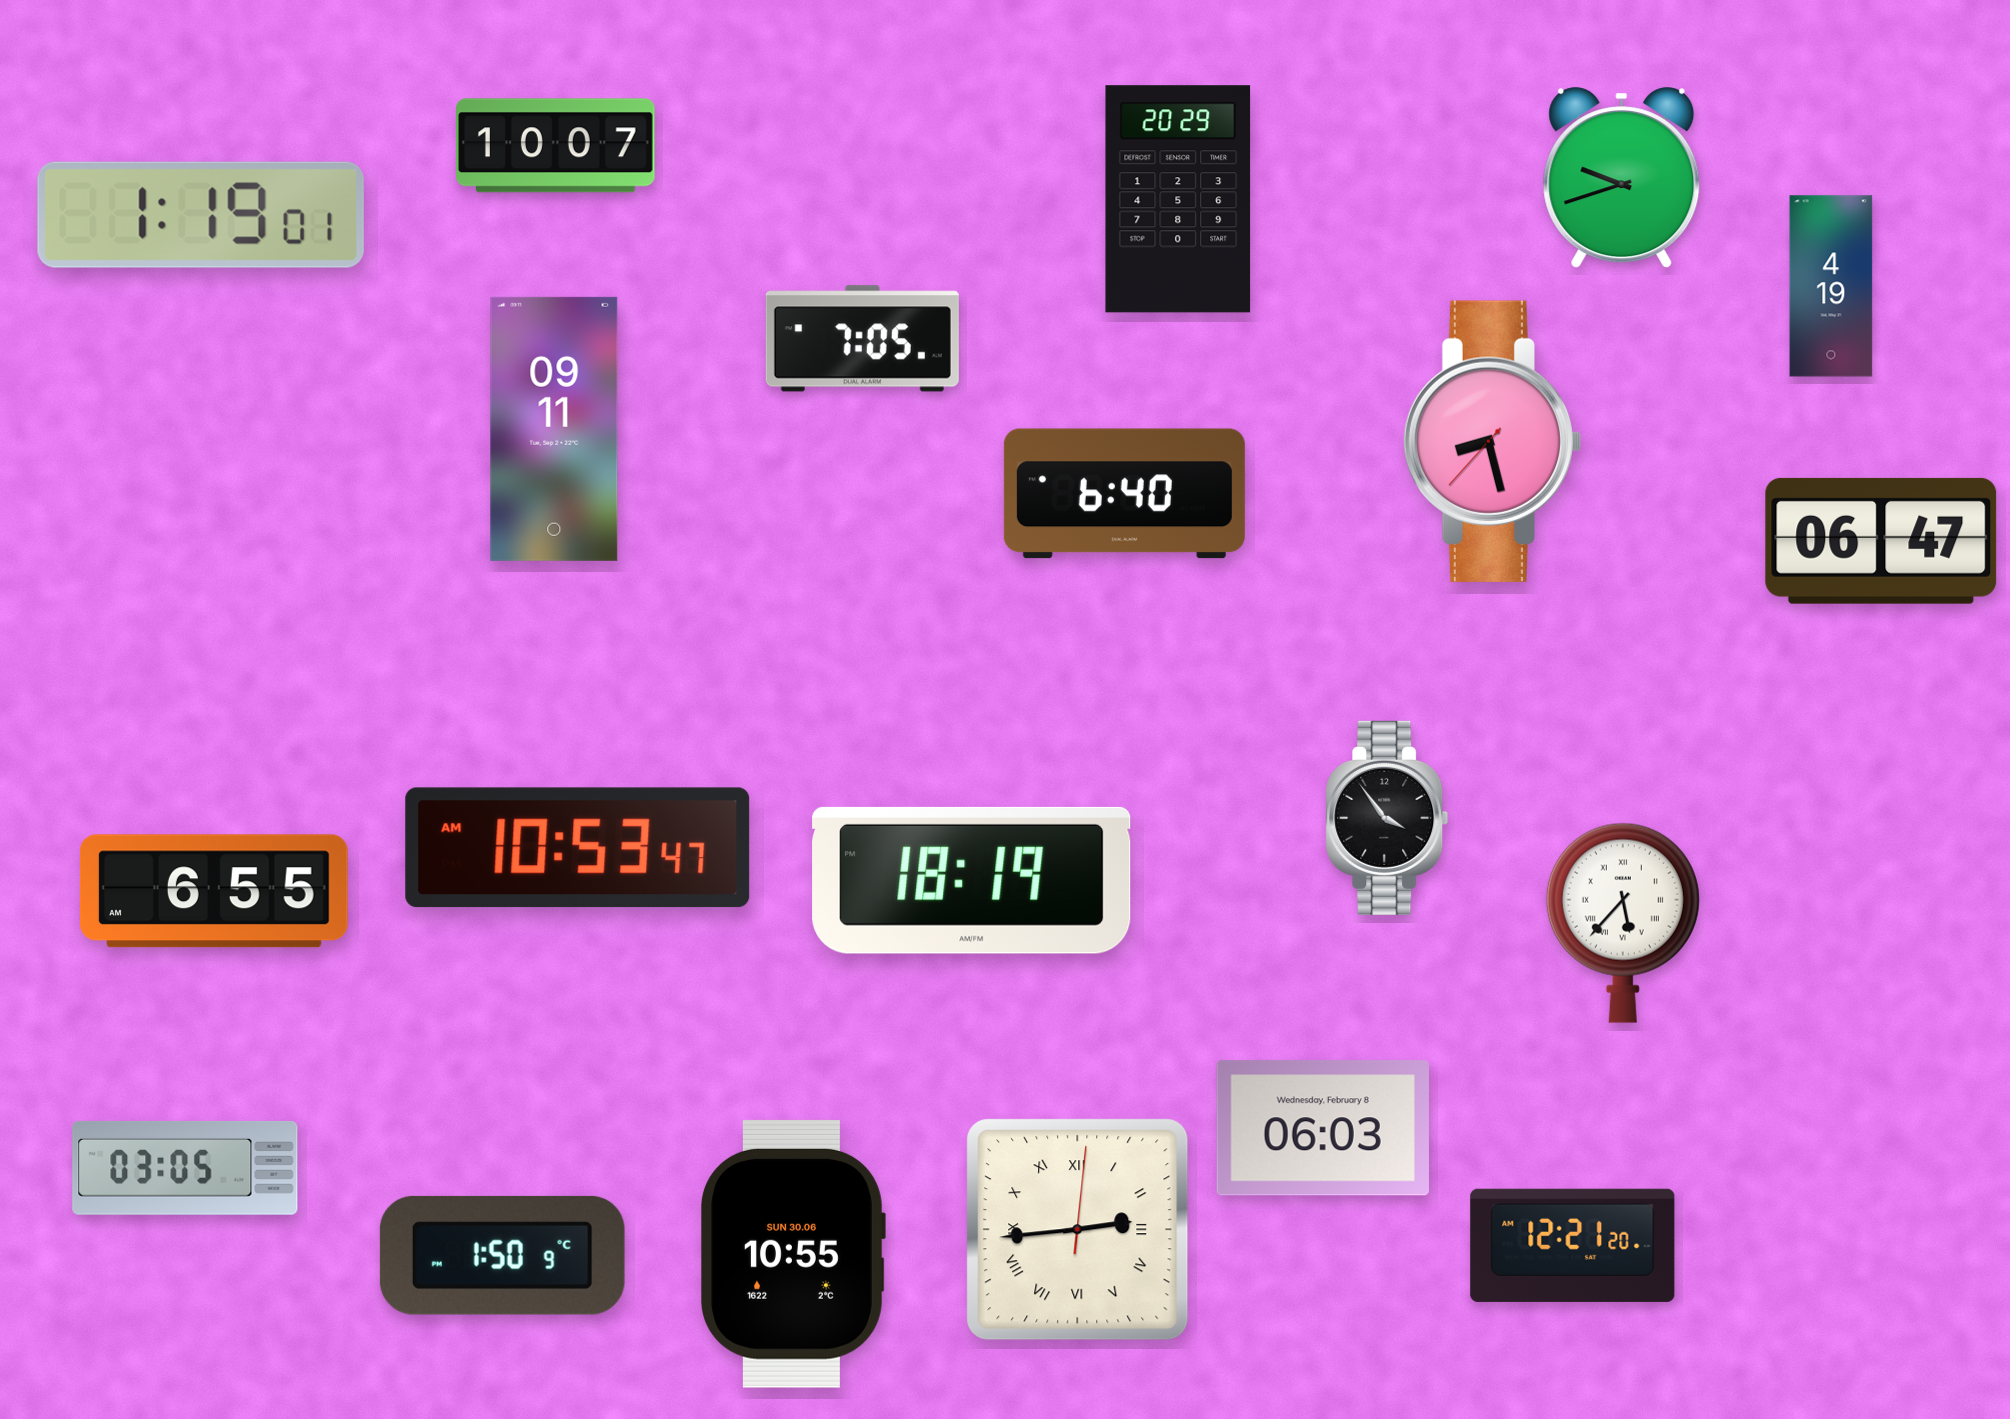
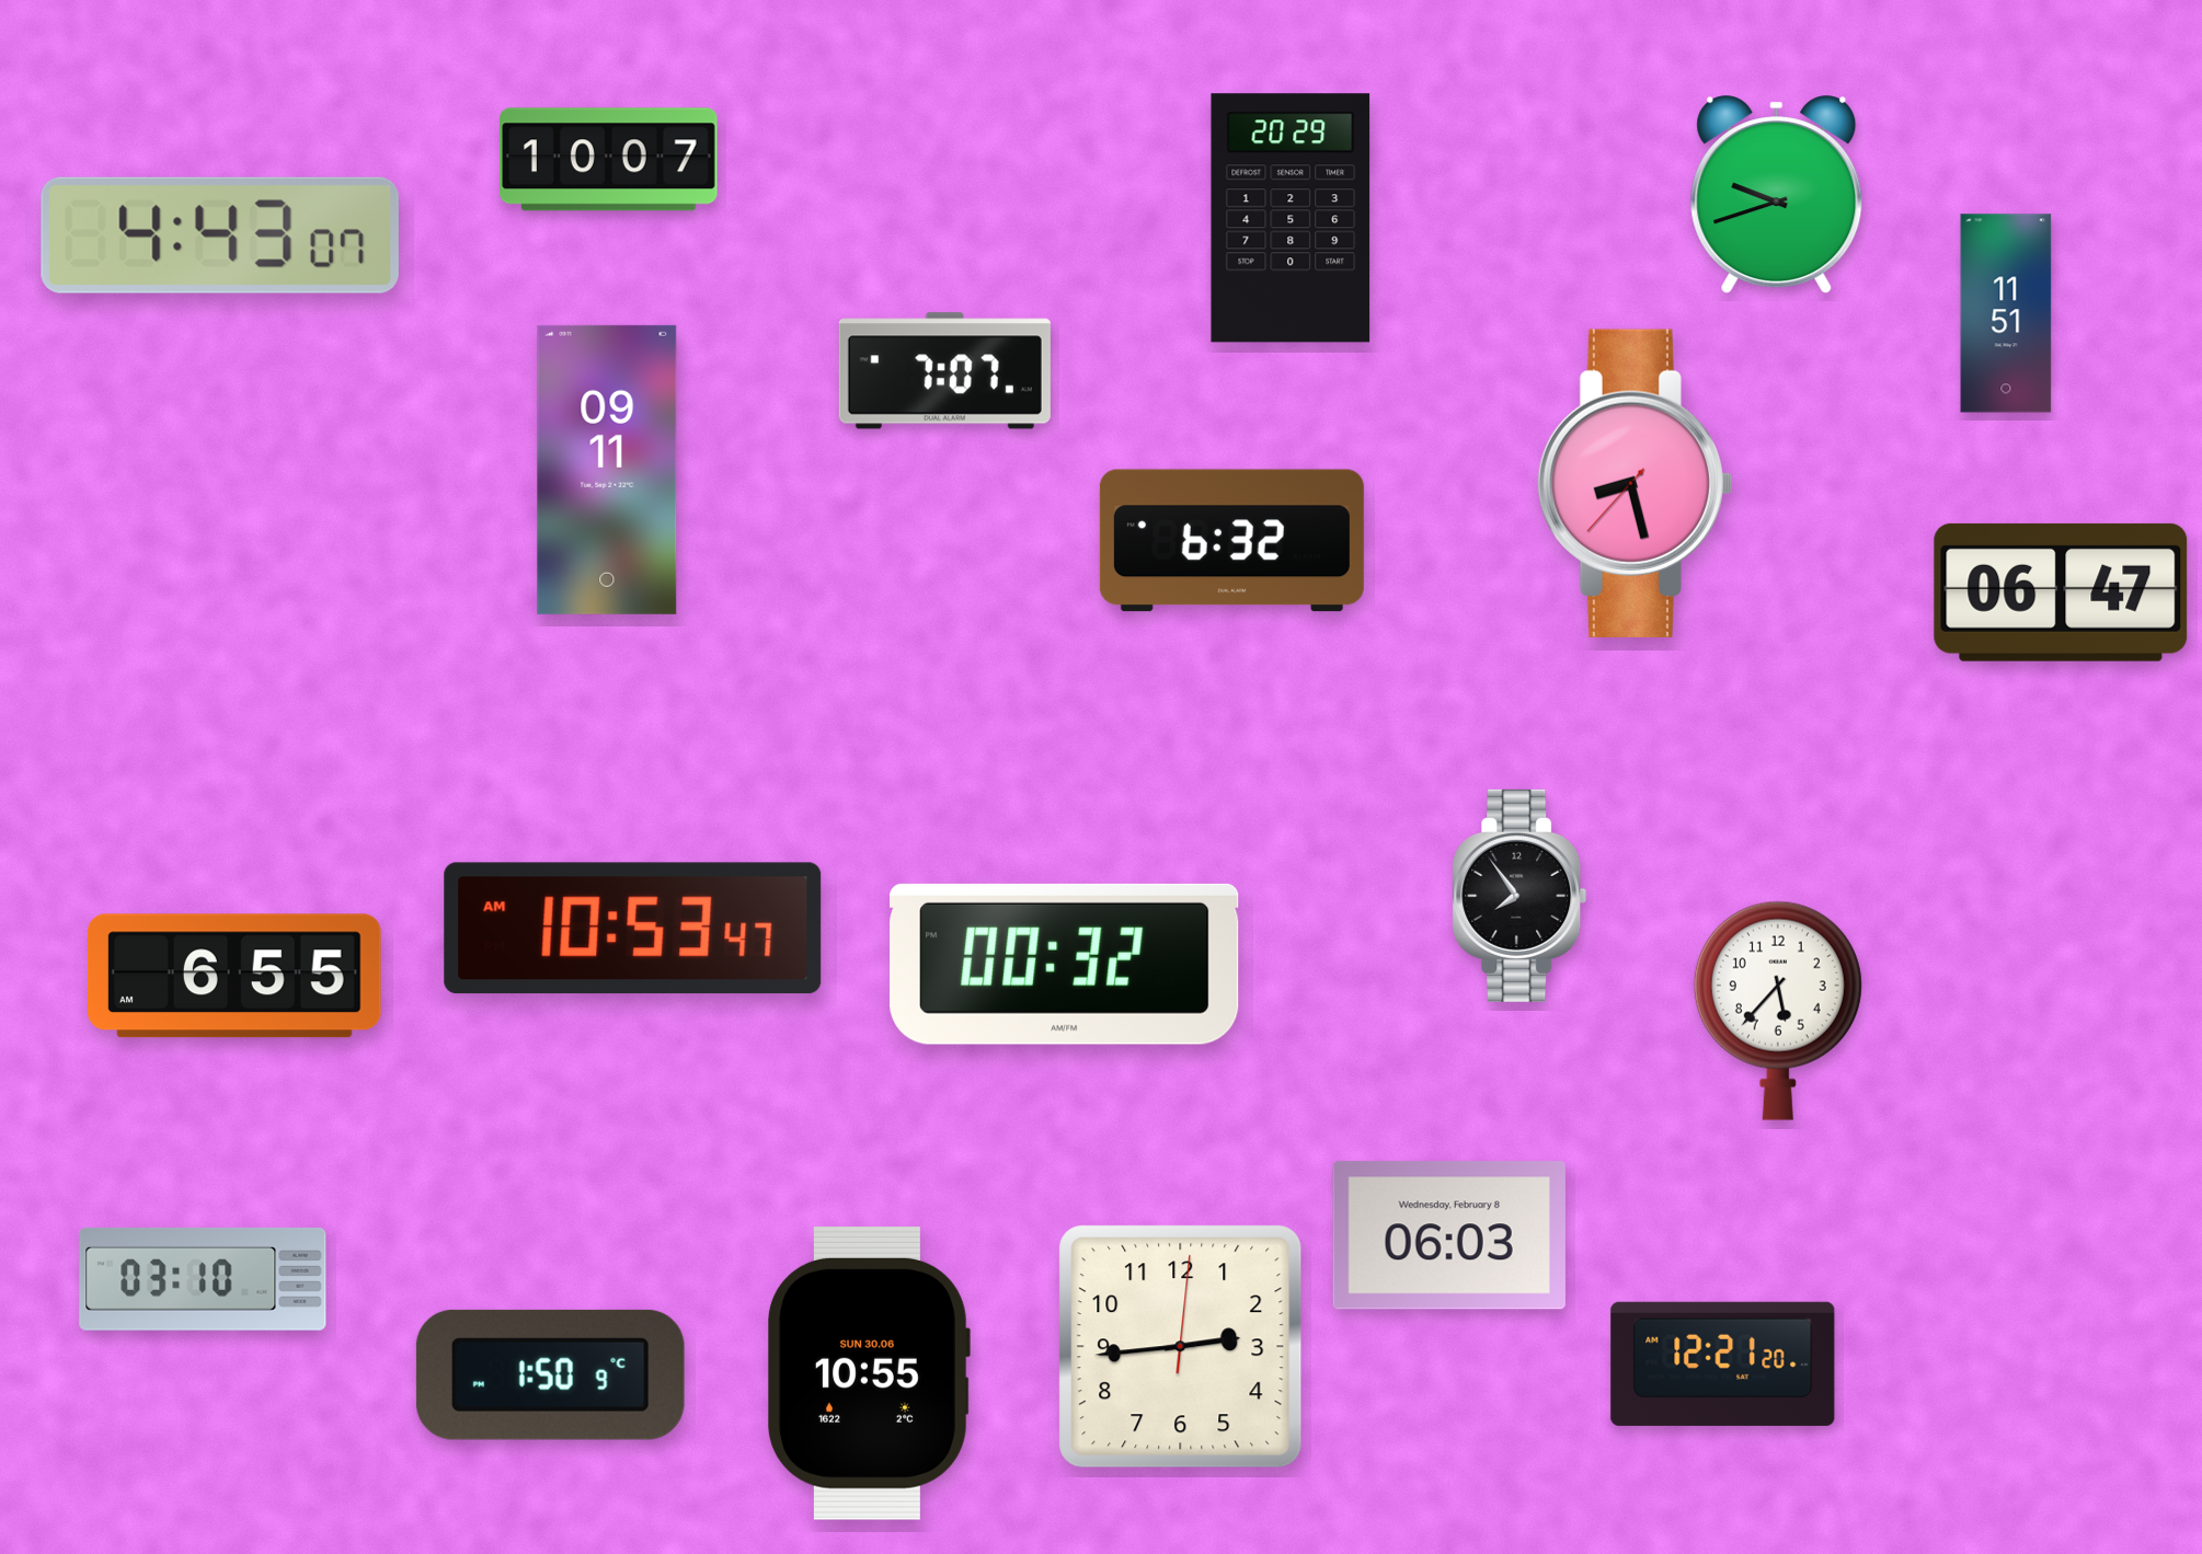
clock at (201, 215): 1:19 -> 4:43
clock at (1831, 286): 4:19 -> 11:51
clock at (862, 339): 7:05 -> 7:07
clock at (1124, 494): 6:40 -> 6:32
clock at (1387, 818): 3:54 -> 7:54
clock at (972, 880): 18:19 -> 00:32
clock at (1623, 923) numerals: Roman -> Arabic
clock at (185, 1168): 03:05 -> 03:10
clock at (1078, 1230) numerals: Roman -> Arabic
